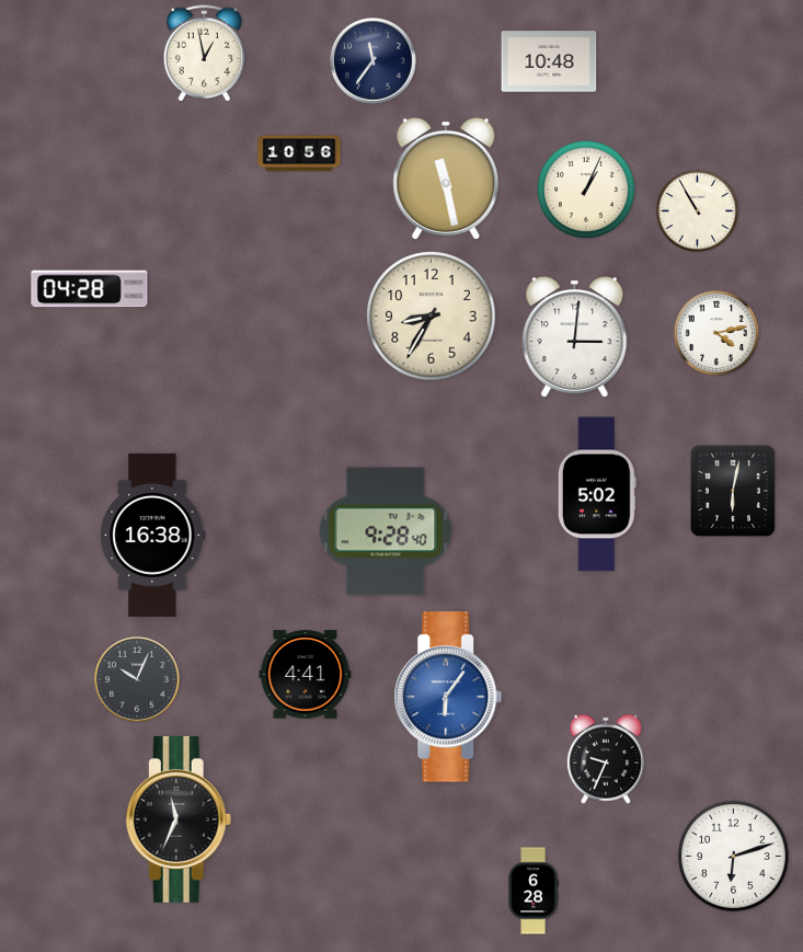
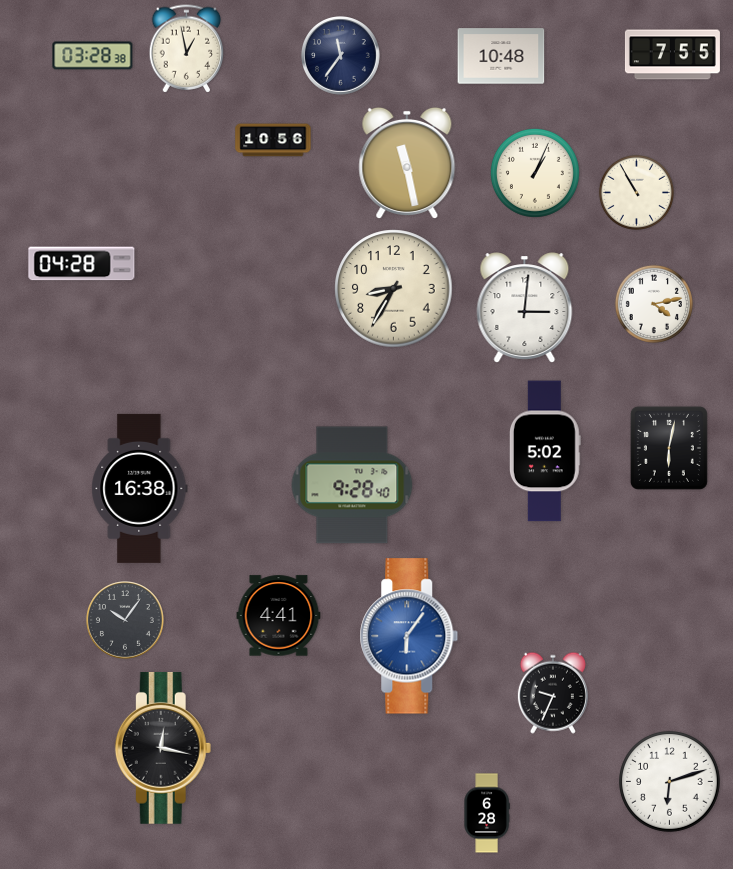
clock at (672, 55): none -> 7:55
clock at (93, 56): none -> 03:28
clock at (138, 680): 10:04 -> 10:06
clock at (179, 821): 11:34 -> 12:17
